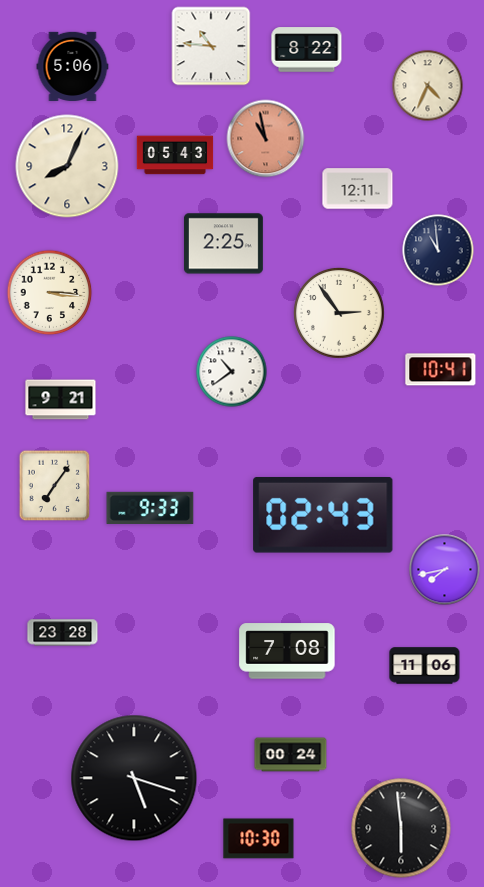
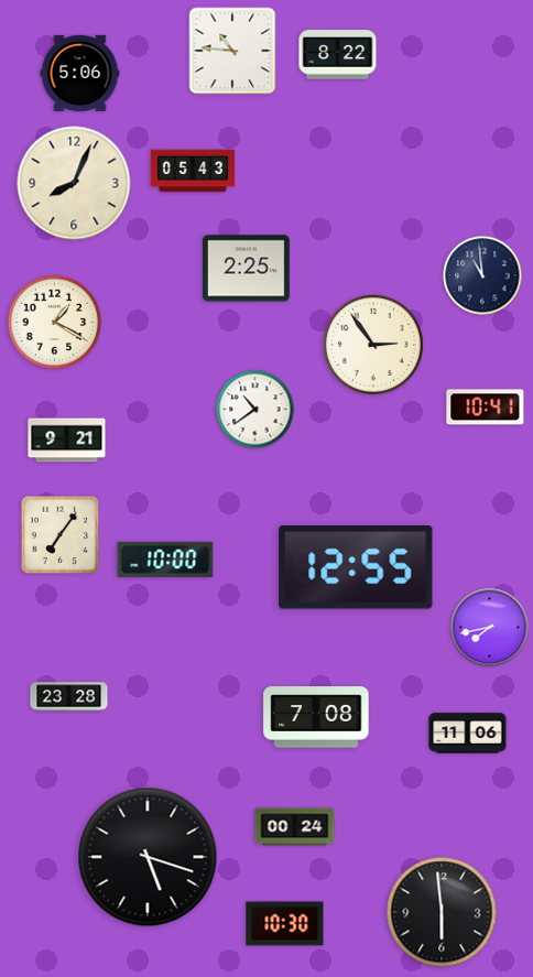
clock at (428, 86): 4:34 -> none
clock at (266, 139): 10:58 -> none
clock at (358, 189): 12:11 -> none
clock at (50, 293): 3:16 -> 1:20
clock at (150, 508): 9:33 -> 10:00
clock at (323, 515): 02:43 -> 12:55
clock at (291, 755) position: (291, 755) -> (295, 827)
